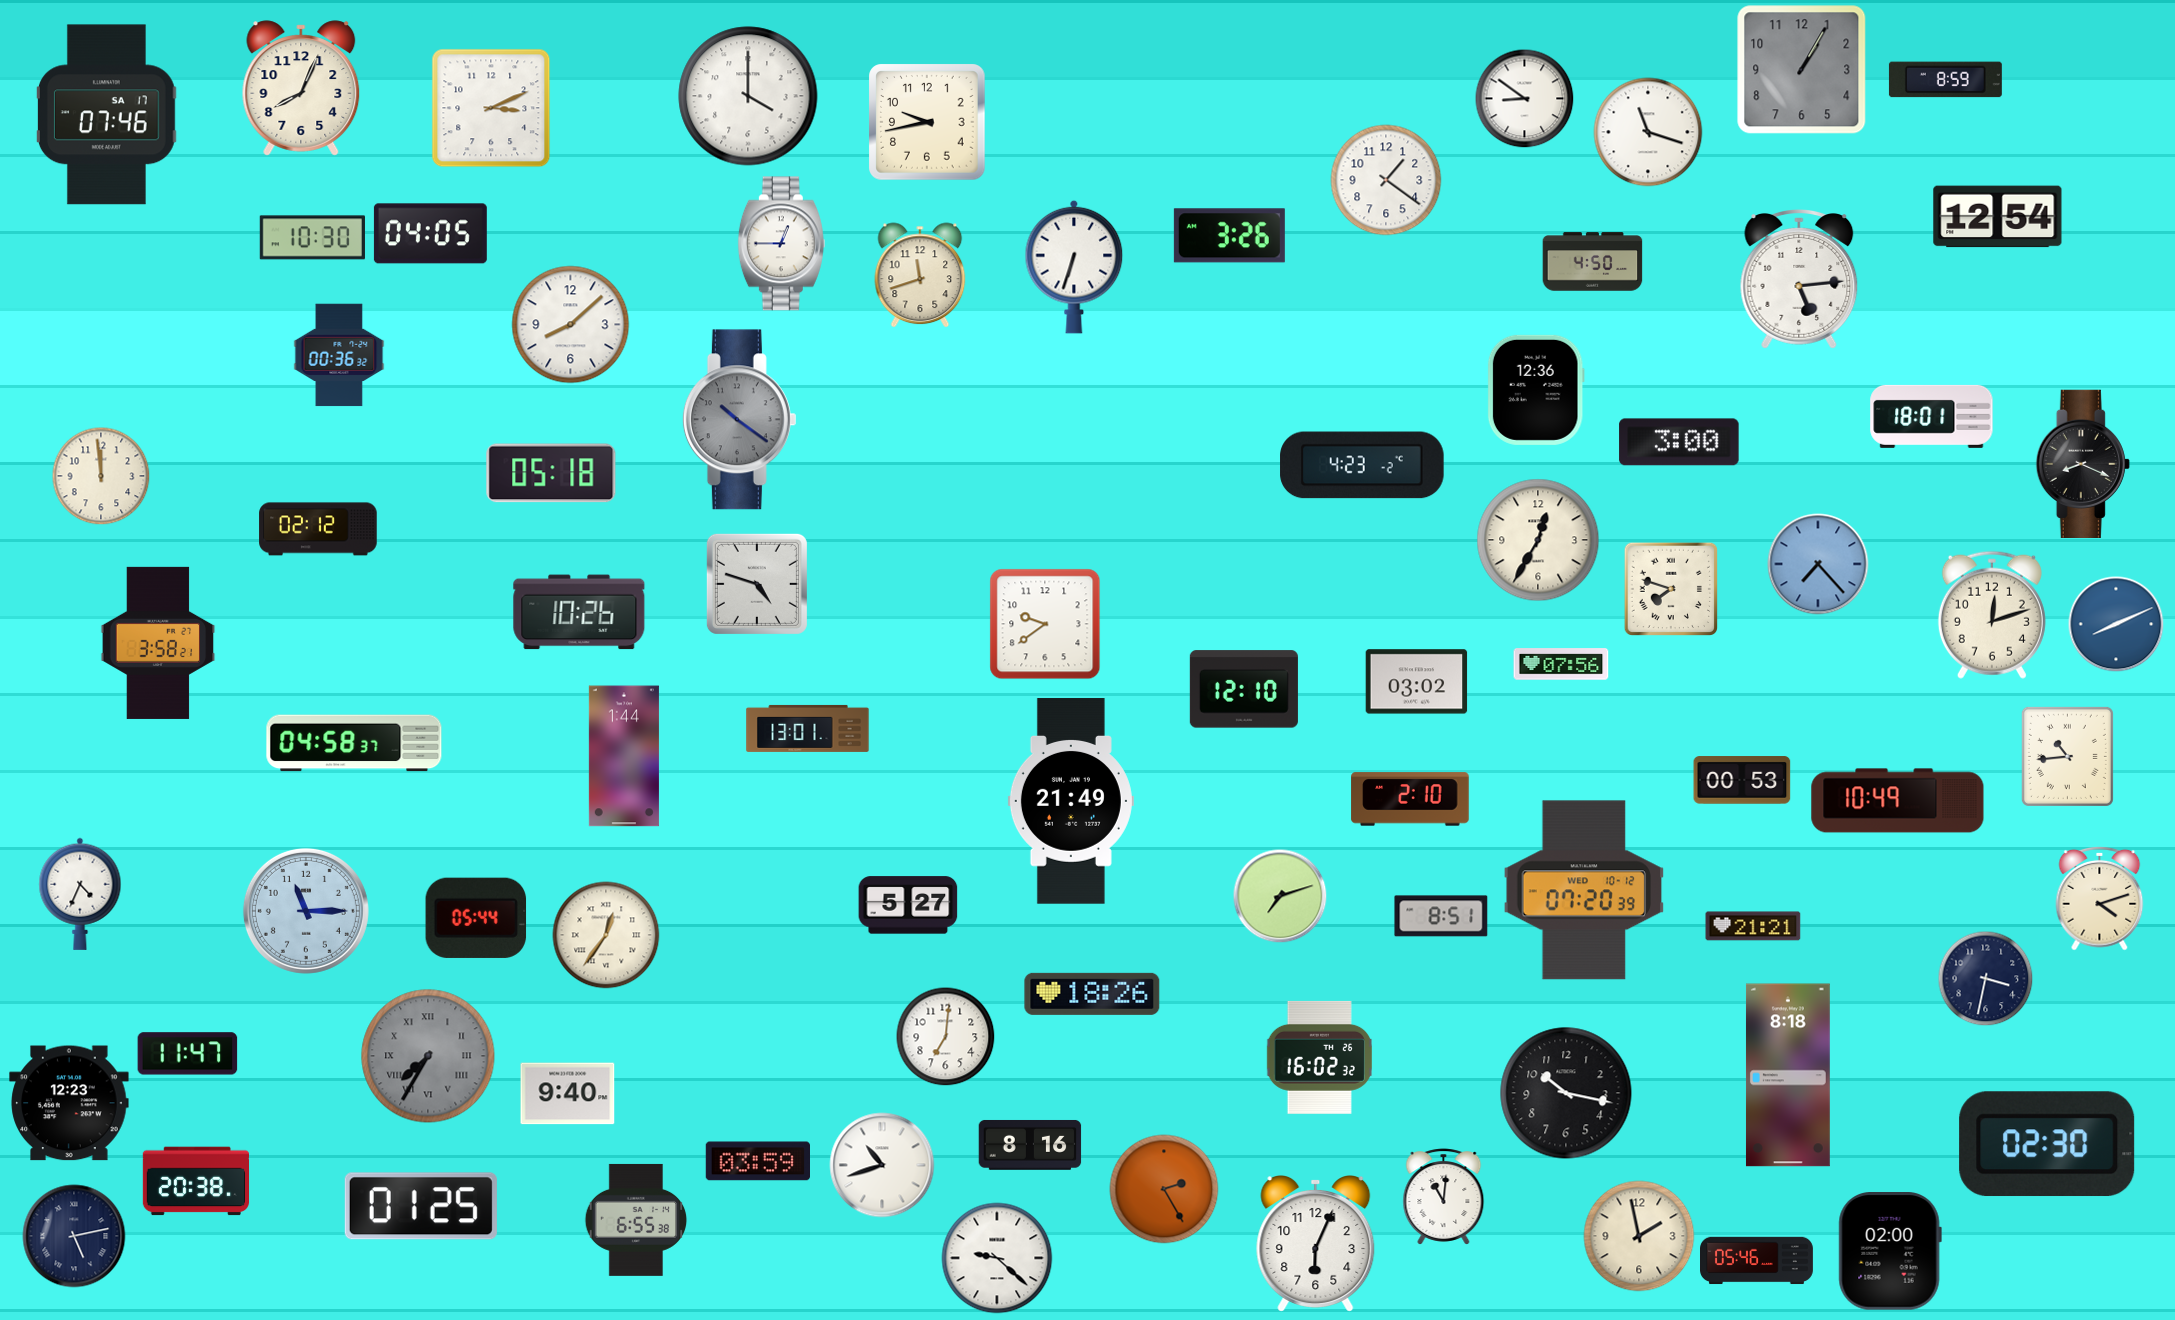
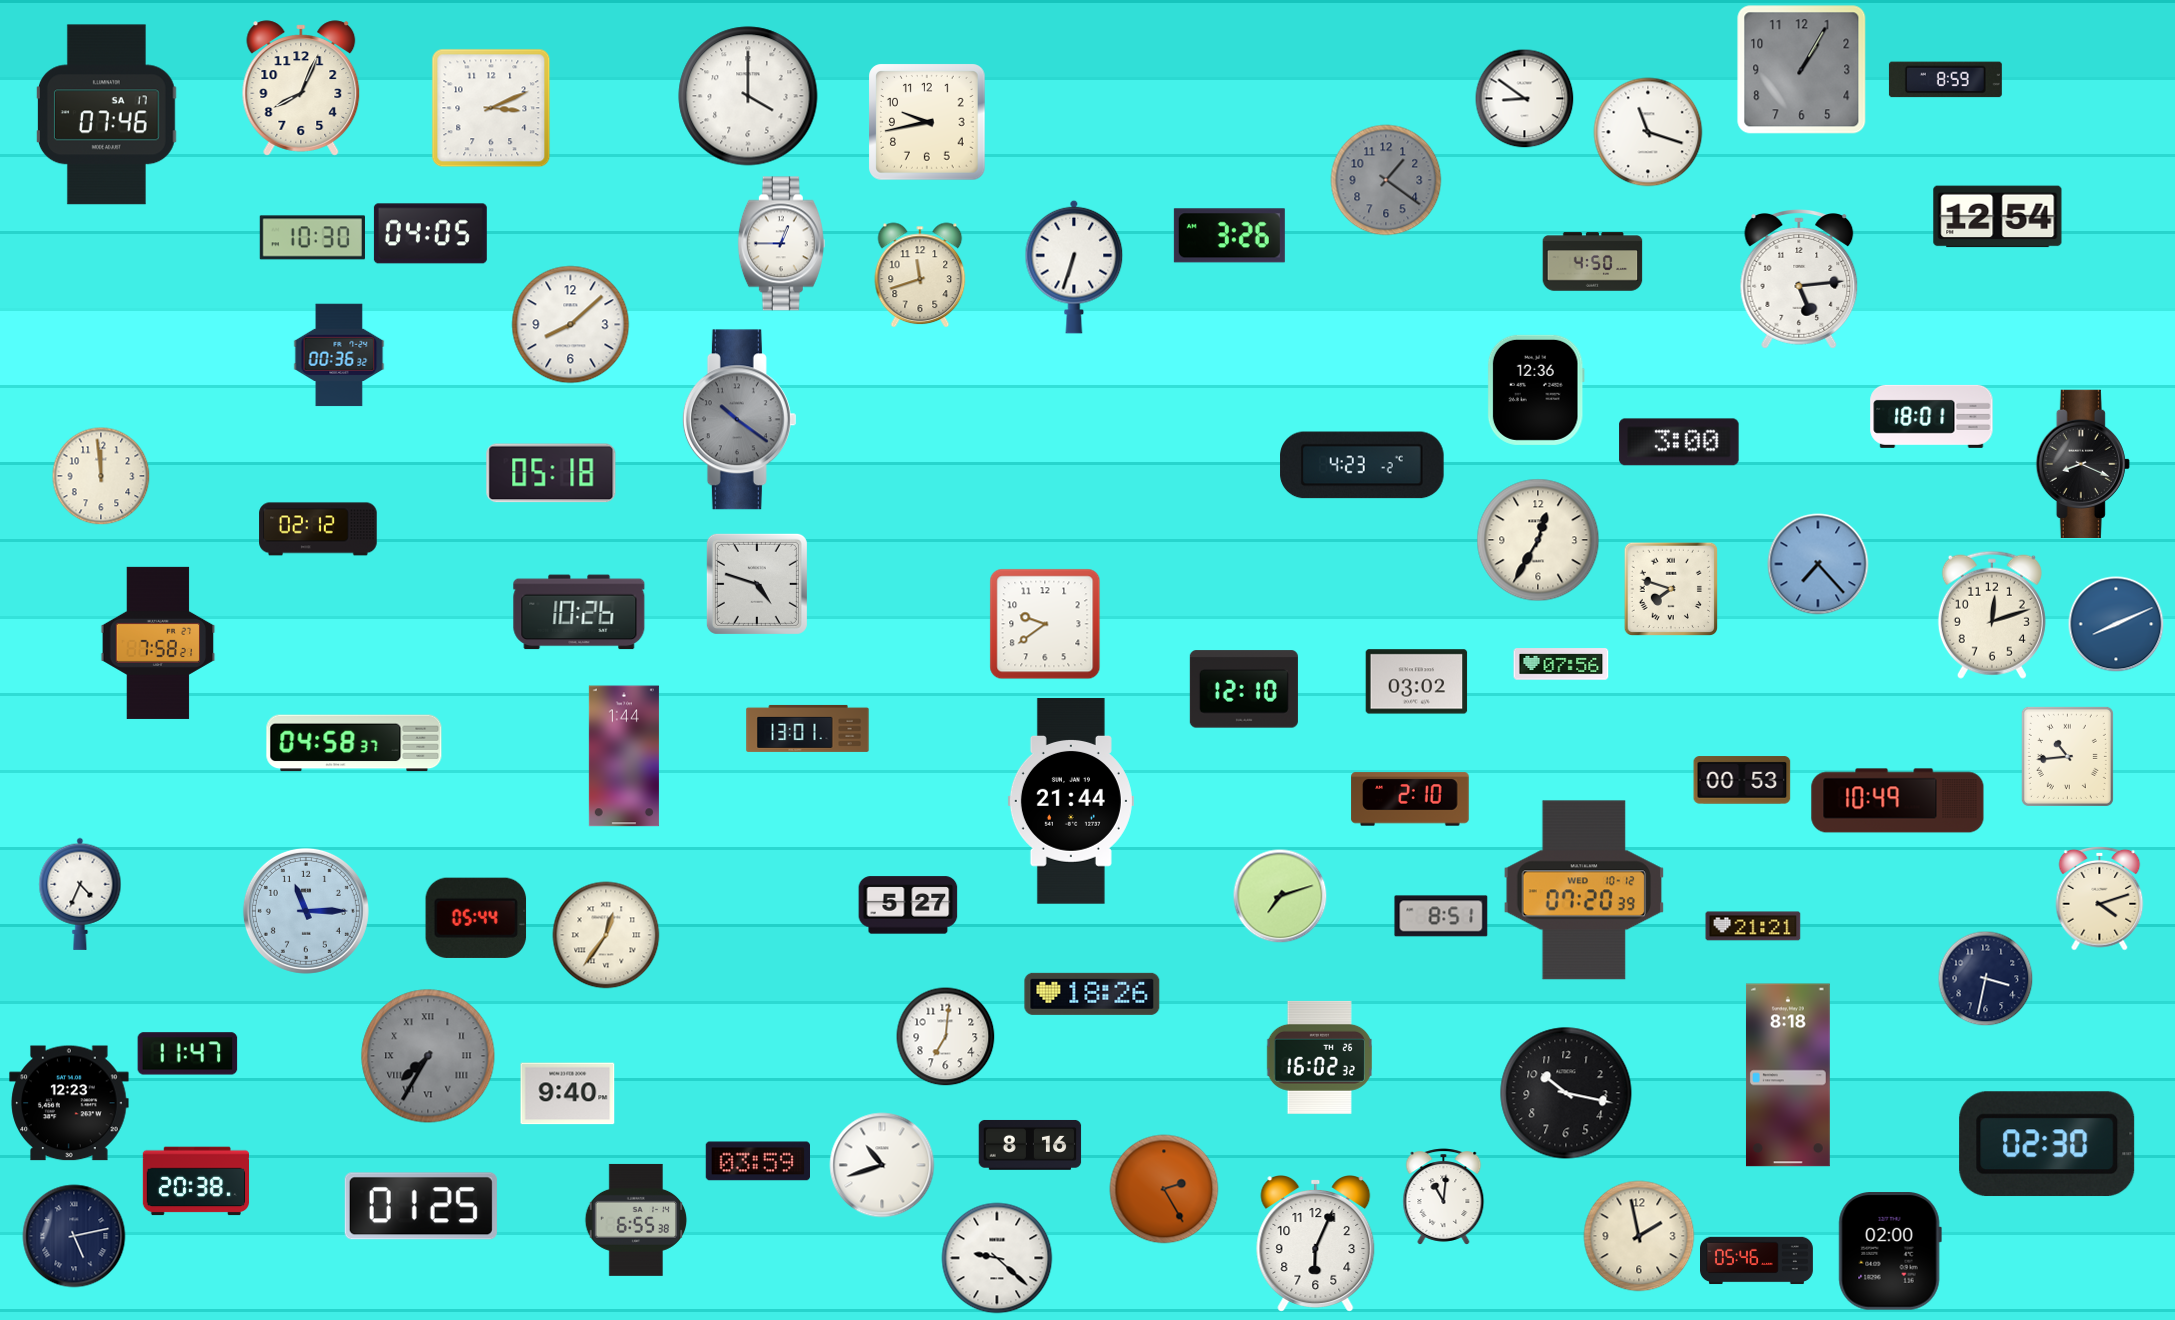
clock at (1386, 180) dial: white -> grey
clock at (158, 643): 3:58 -> 7:58
clock at (1071, 801): 21:49 -> 21:44
